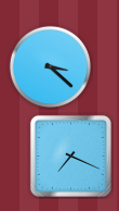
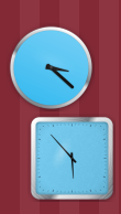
clock at (70, 156): 7:19 -> 5:53
